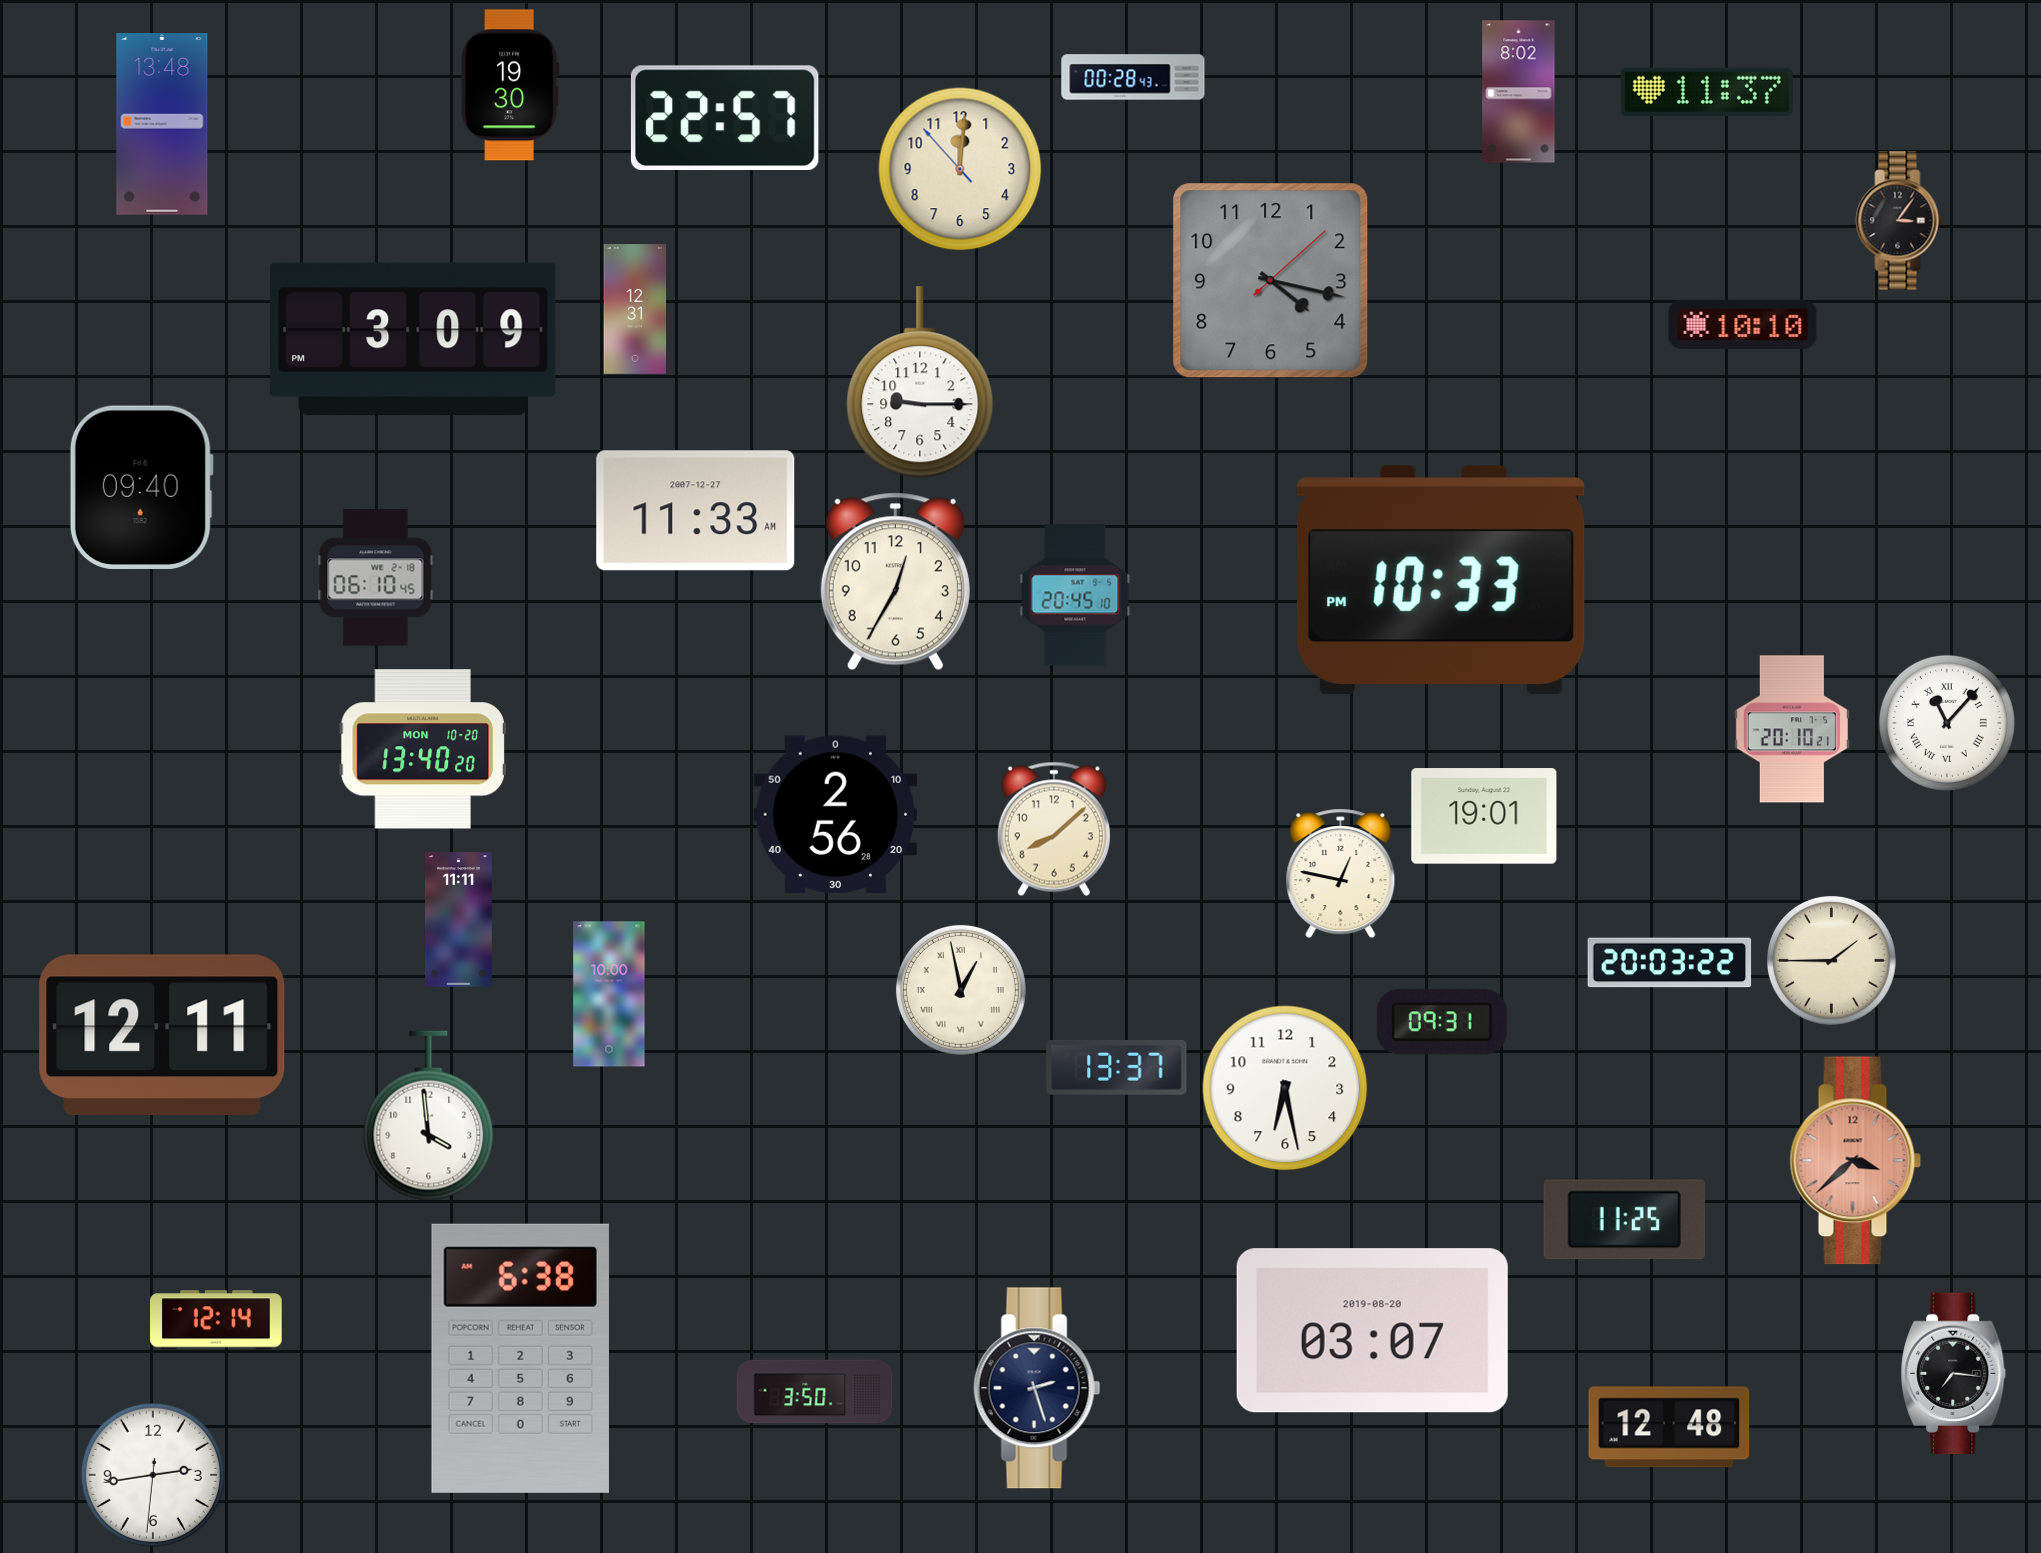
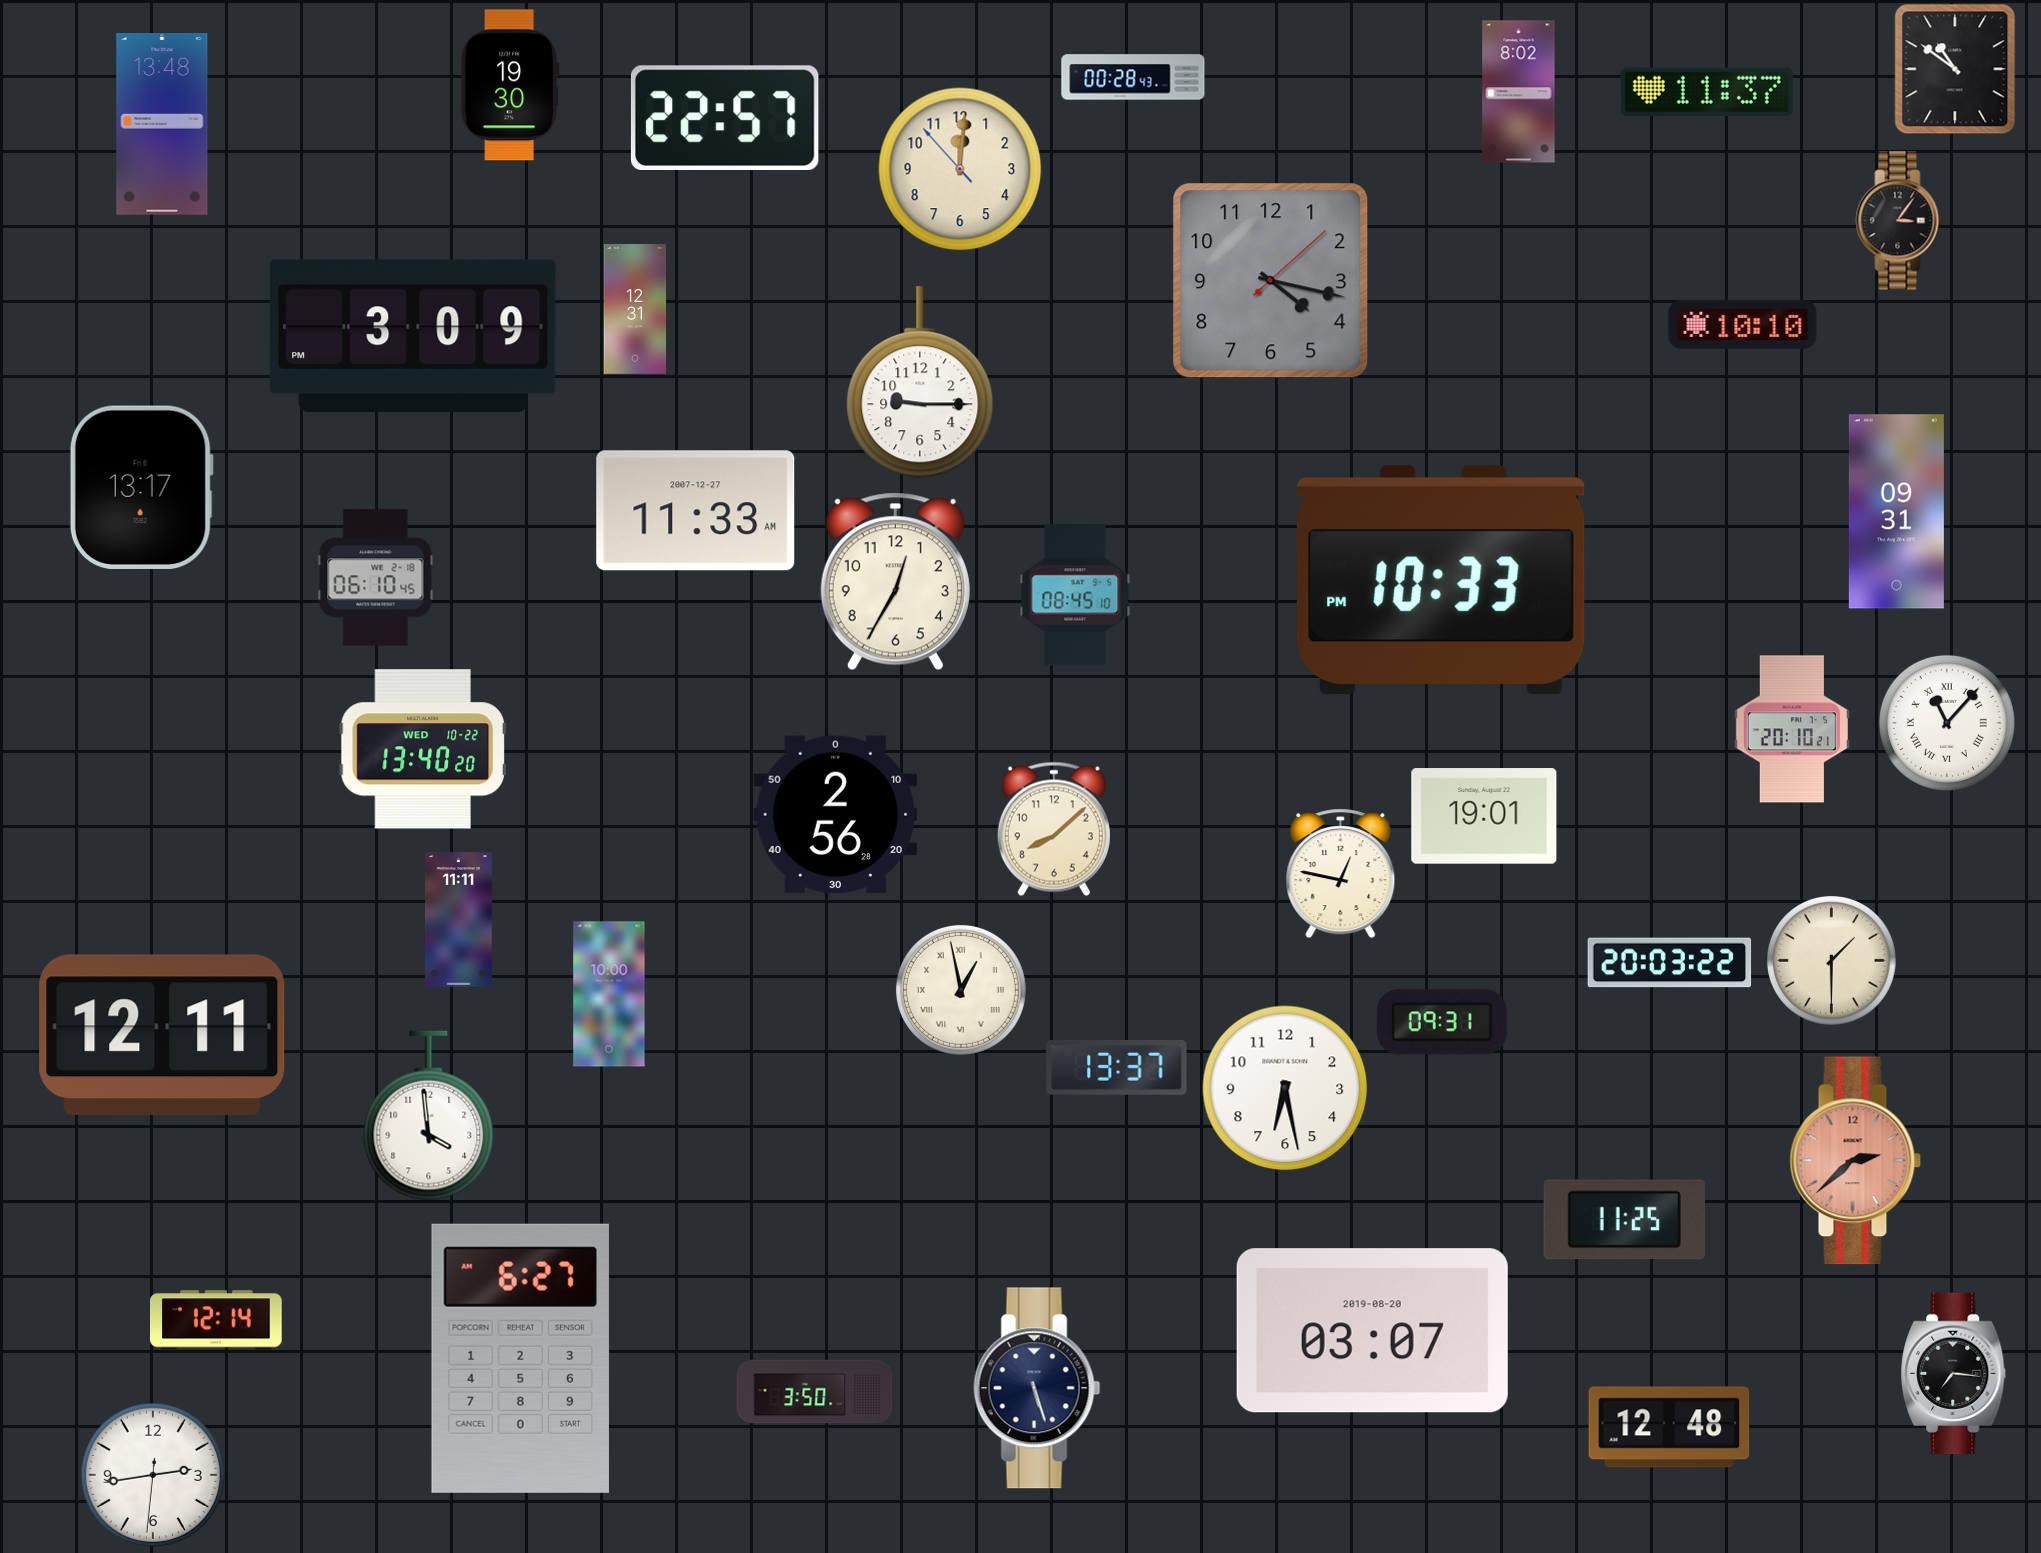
clock at (1955, 69): none -> 10:51
clock at (413, 338) position: (413, 338) -> (413, 335)
clock at (141, 487): 09:40 -> 13:17
clock at (1896, 512): none -> 09:31
clock at (1075, 595): 20:45 -> 08:45
clock at (423, 749) date: MON 10-20 -> WED 10-22
clock at (1831, 960): 1:45 -> 1:30
clock at (1856, 1161): 3:38 -> 2:38
clock at (520, 1358): 6:38 -> 6:27
clock at (1037, 1388): 2:27 -> 5:27
